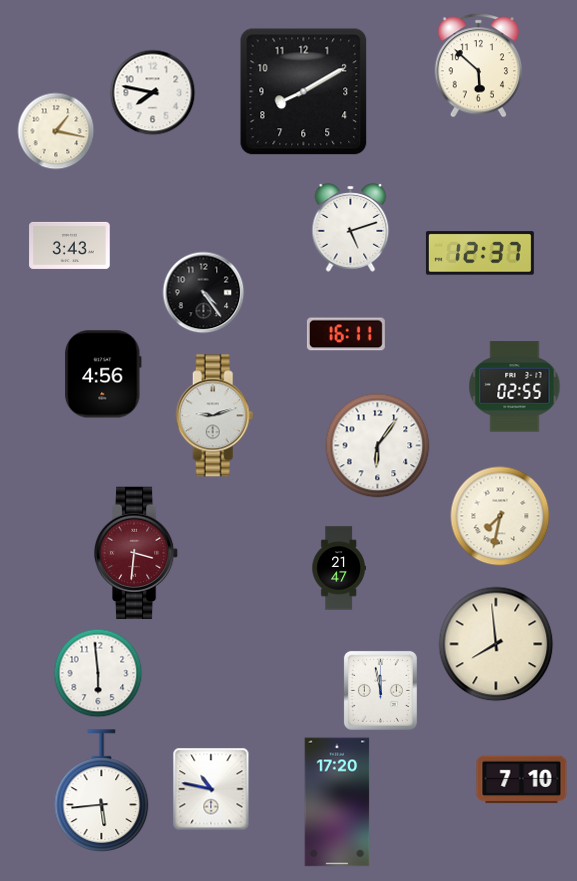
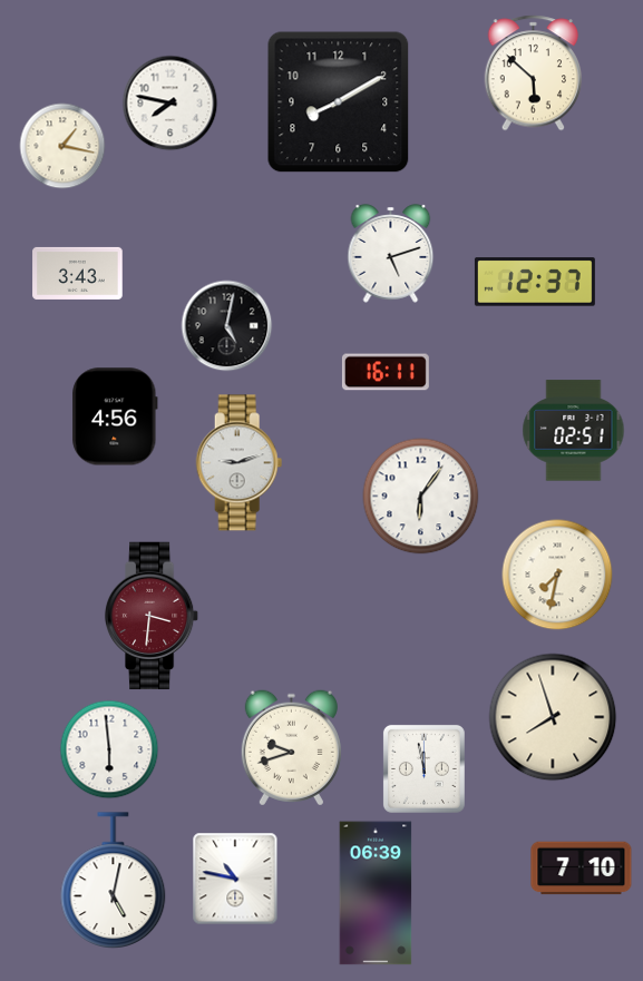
clock at (204, 293): 4:24 -> 5:02
clock at (515, 387): 02:55 -> 02:51
clock at (339, 568): 21:47 -> none
clock at (496, 644): 7:59 -> 7:57
clock at (291, 748): none -> 9:42
clock at (102, 791): 5:44 -> 5:02
clock at (337, 802): 17:20 -> 06:39
